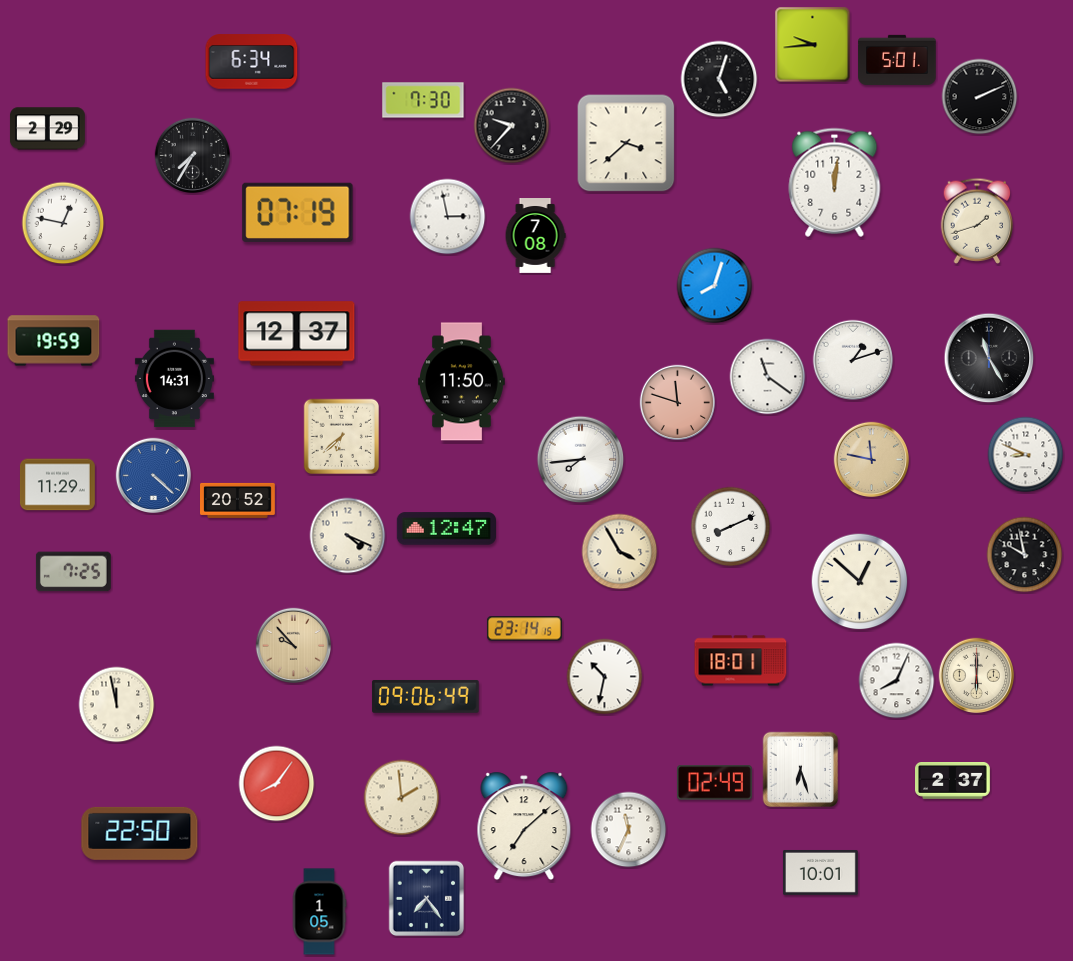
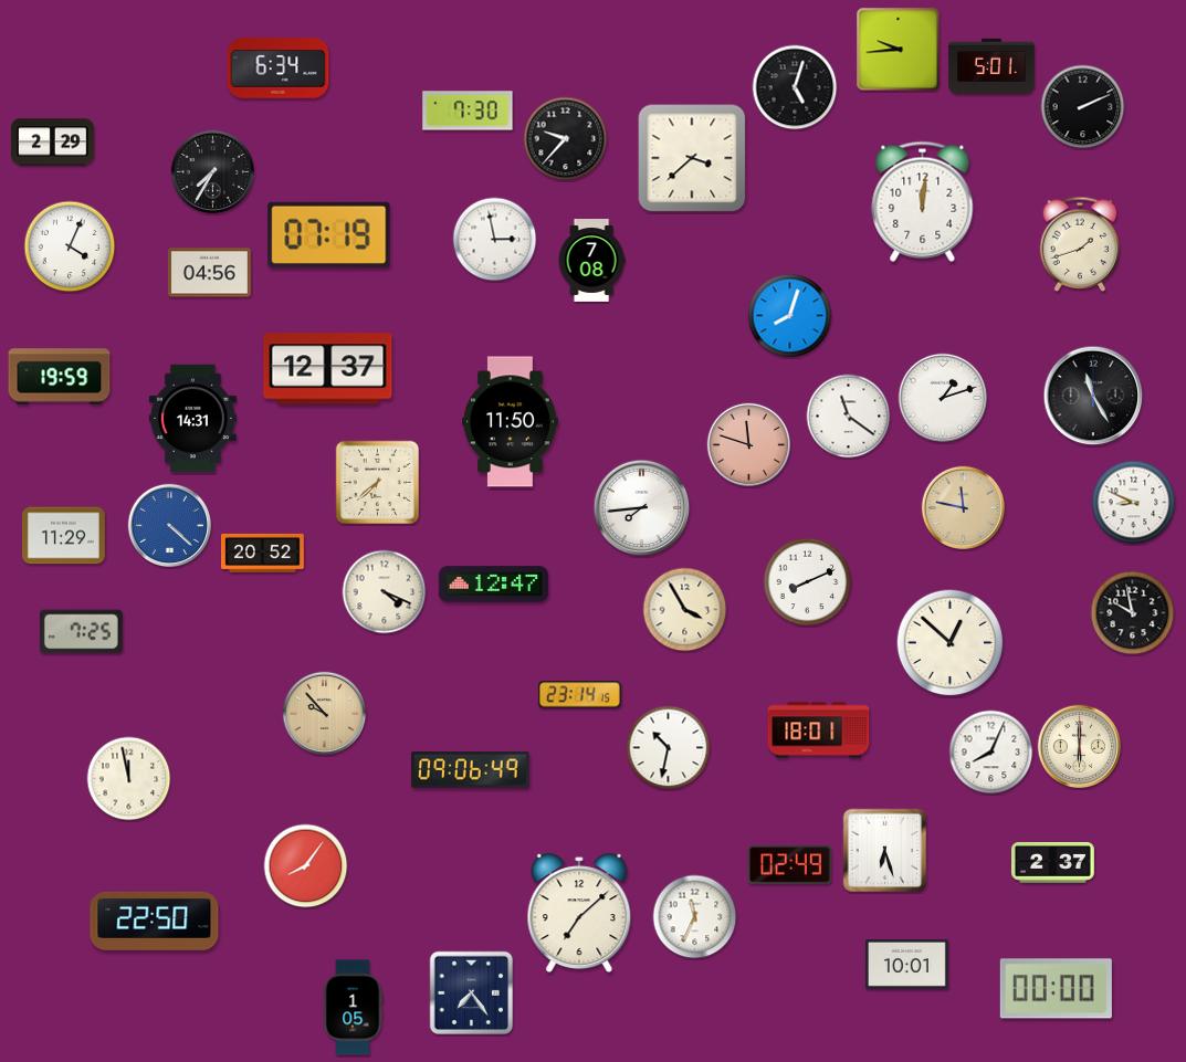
clock at (63, 223): 12:47 -> 4:04
clock at (209, 273): none -> 04:56
clock at (402, 798): 1:59 -> none
clock at (1056, 989): none -> 00:00
